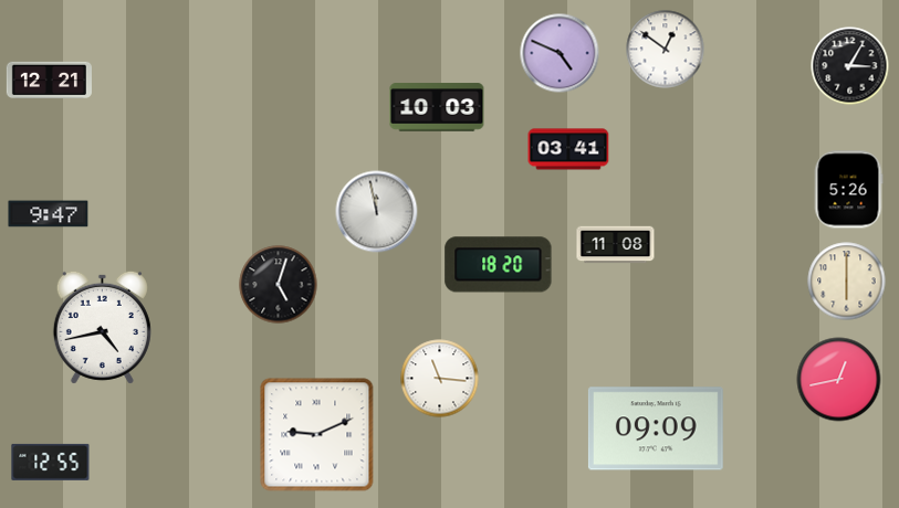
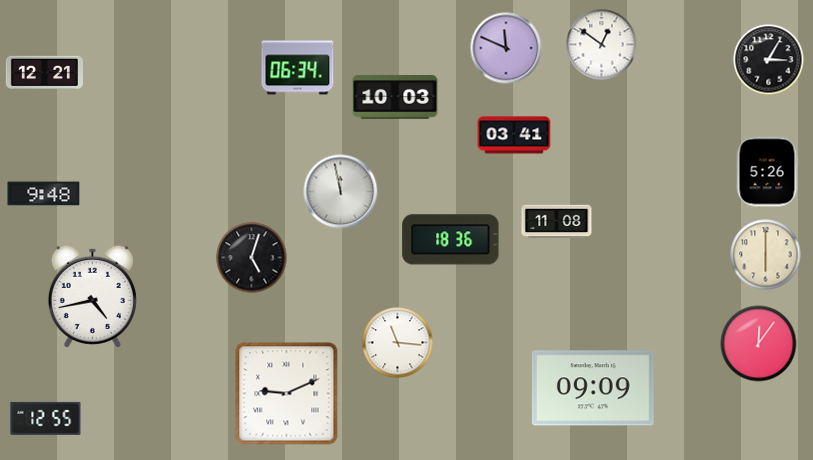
clock at (560, 53): 4:49 -> 11:49
clock at (298, 68): none -> 06:34
clock at (49, 214): 9:47 -> 9:48
clock at (499, 265): 18:20 -> 18:36
clock at (839, 380): 12:43 -> 12:06
